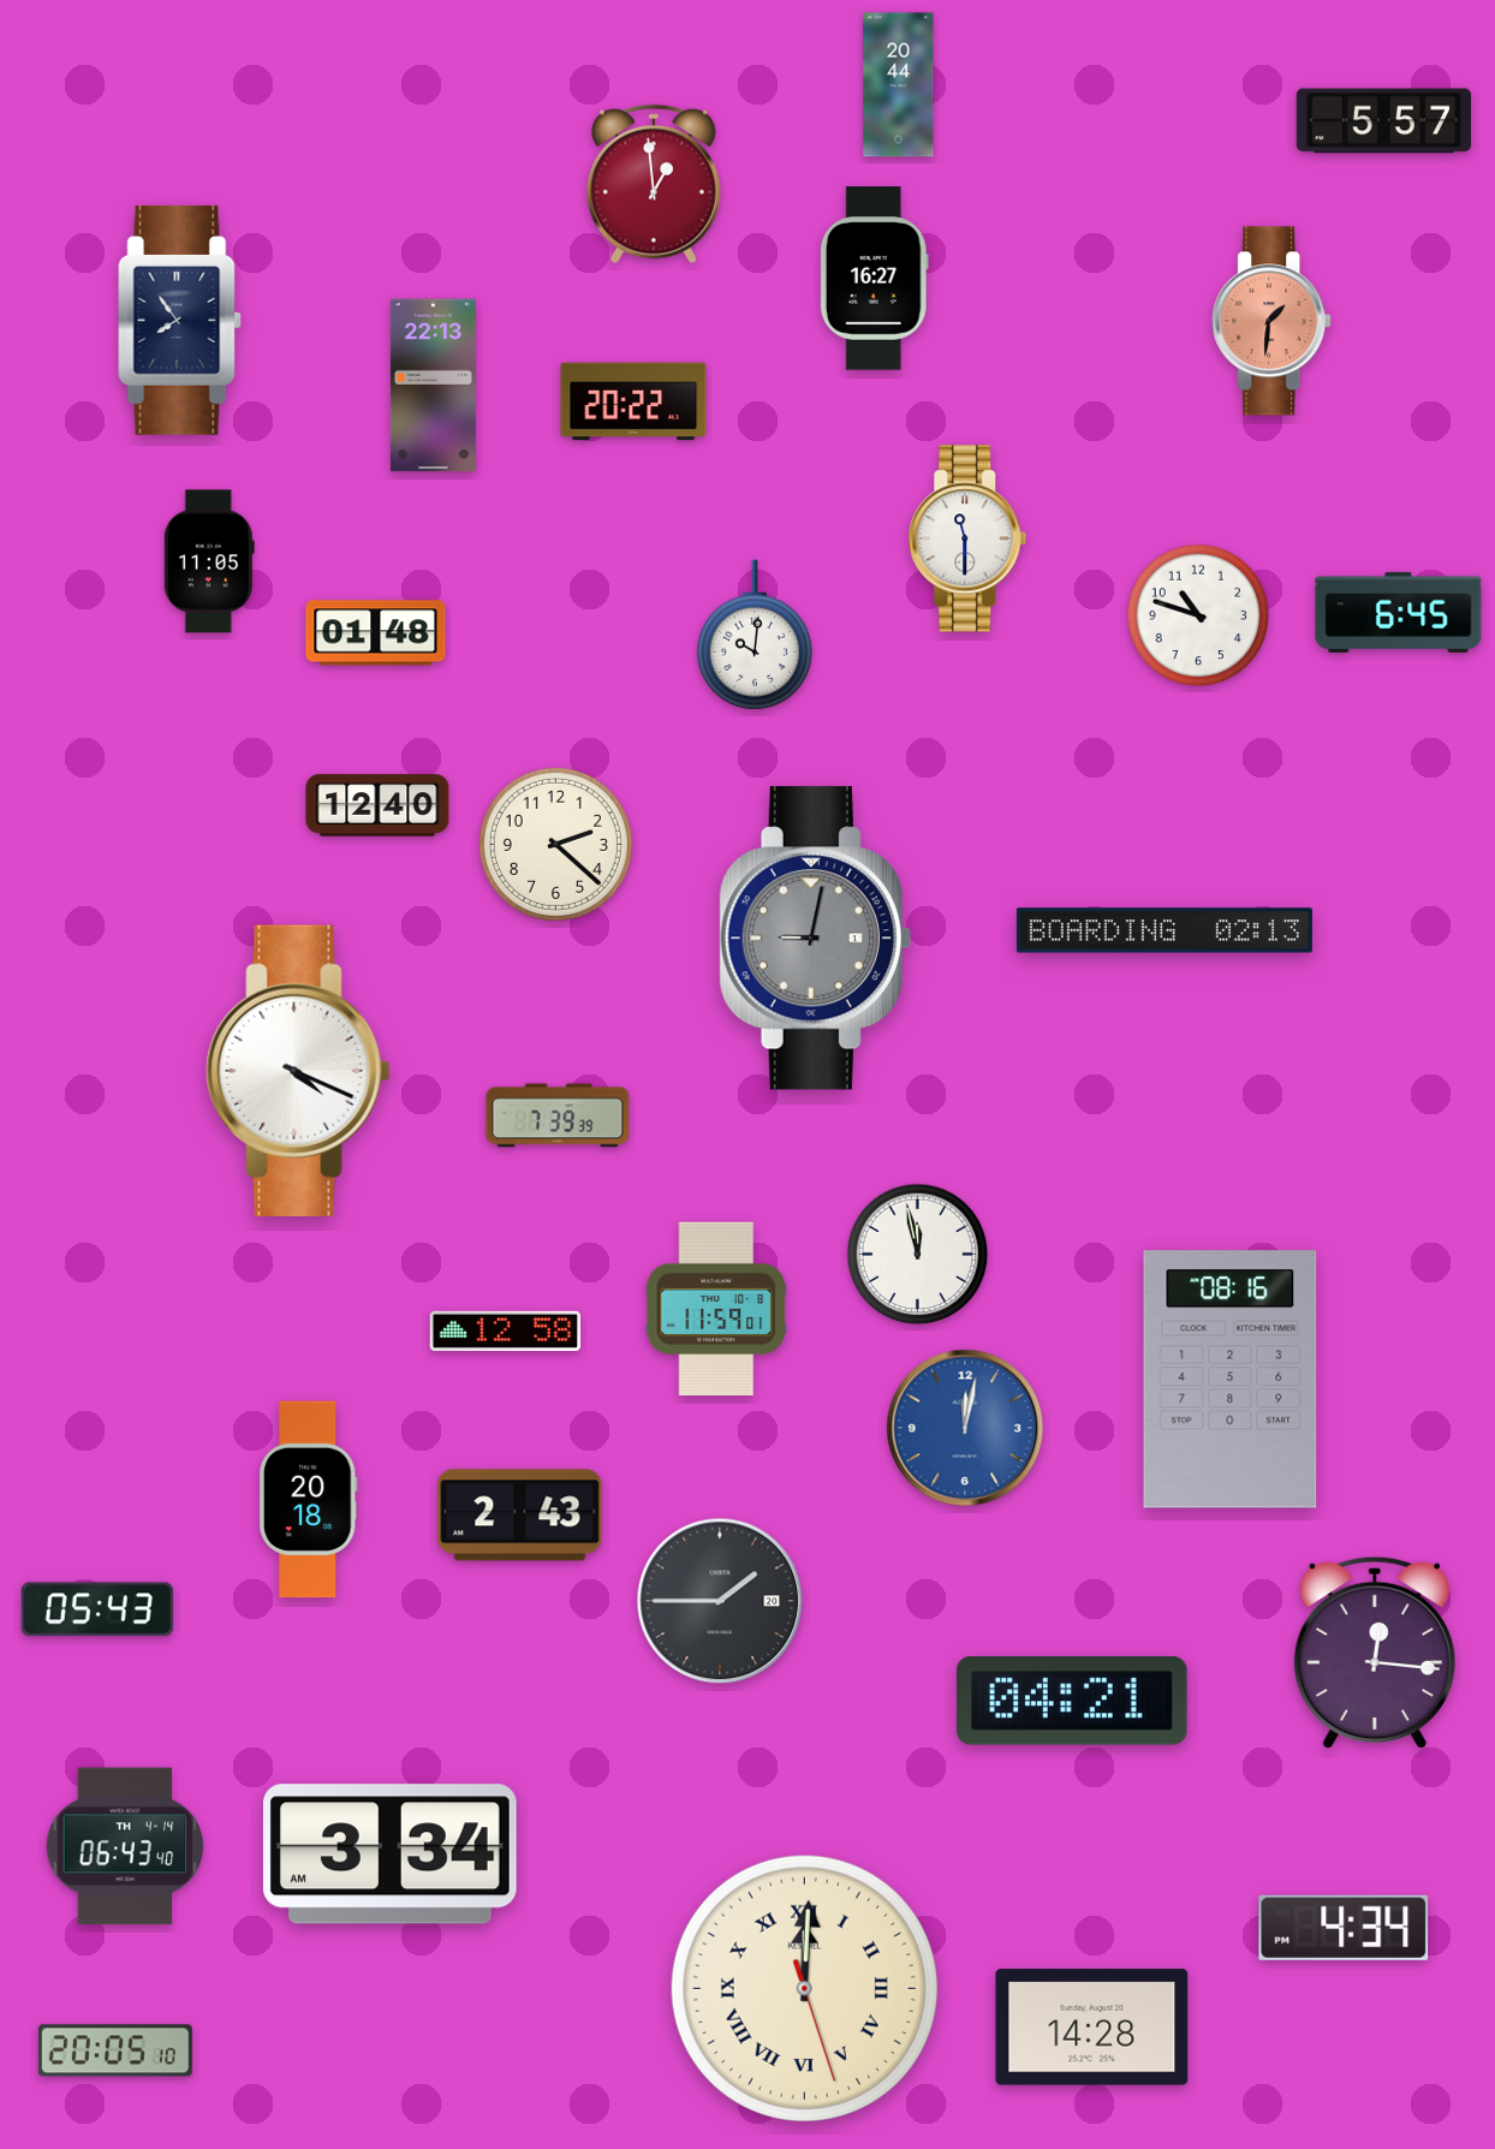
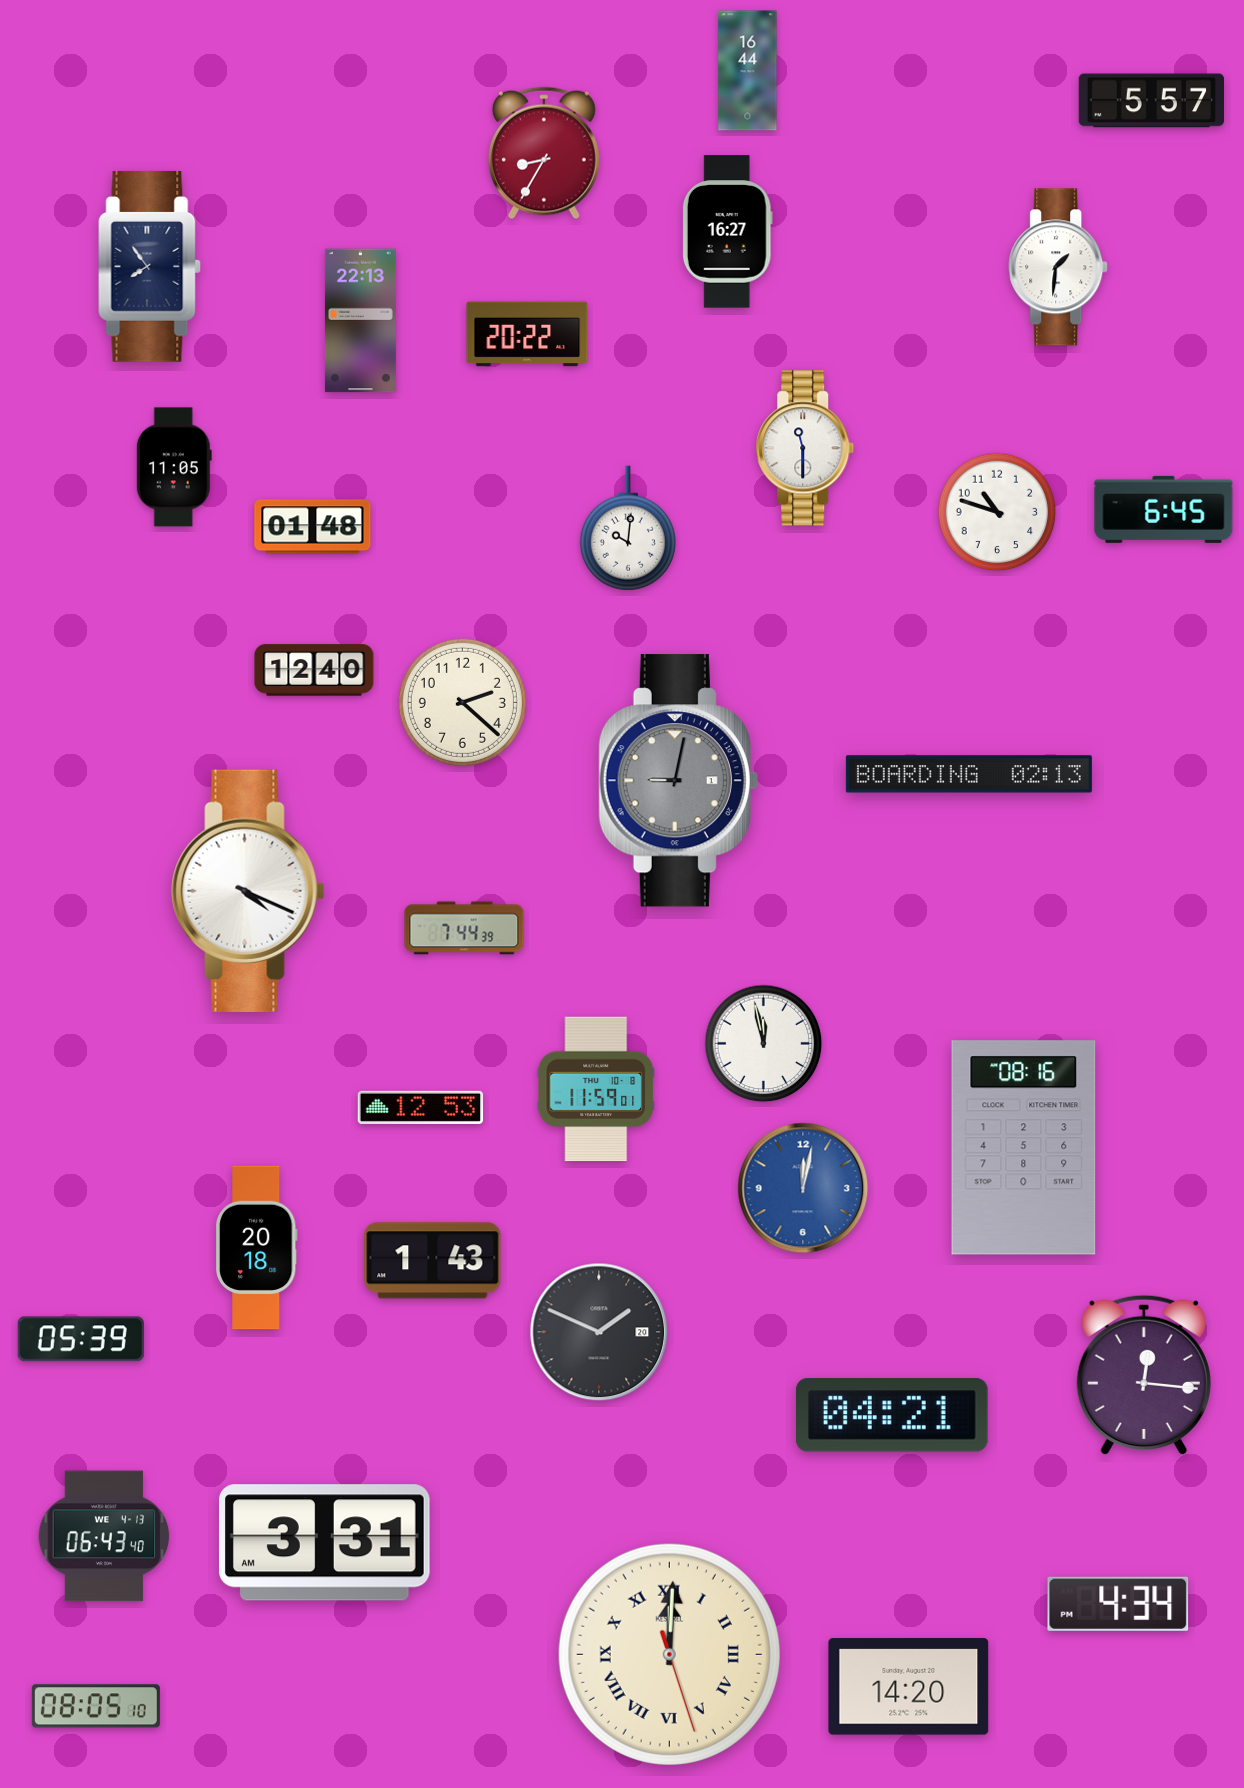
clock at (899, 85): 20:44 -> 16:44
clock at (654, 184): 12:59 -> 8:35
clock at (1273, 321) dial: salmon -> white
clock at (558, 1115): 7:39 -> 7:44
clock at (506, 1331): 12:58 -> 12:53
clock at (520, 1516): 2:43 -> 1:43
clock at (720, 1601): 1:45 -> 1:49
clock at (97, 1609): 05:43 -> 05:39
clock at (125, 1846) date: TH 4-14 -> WE 4-13
clock at (389, 1855): 3:34 -> 3:31
clock at (1092, 2028): 14:28 -> 14:20
clock at (115, 2050): 20:05 -> 08:05
